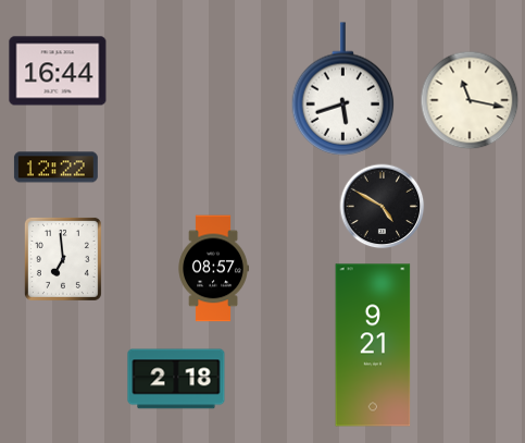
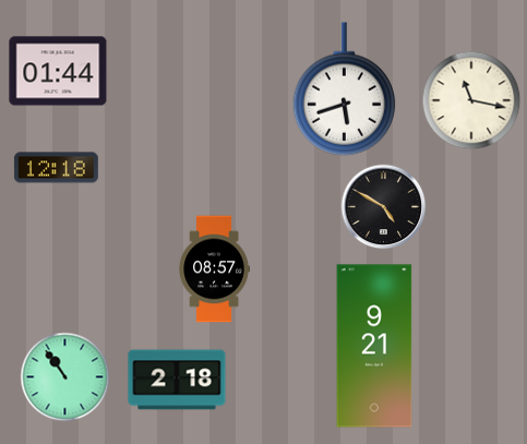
clock at (58, 71): 16:44 -> 01:44
clock at (55, 168): 12:22 -> 12:18
clock at (63, 259): 6:59 -> none
clock at (65, 377): none -> 10:54
